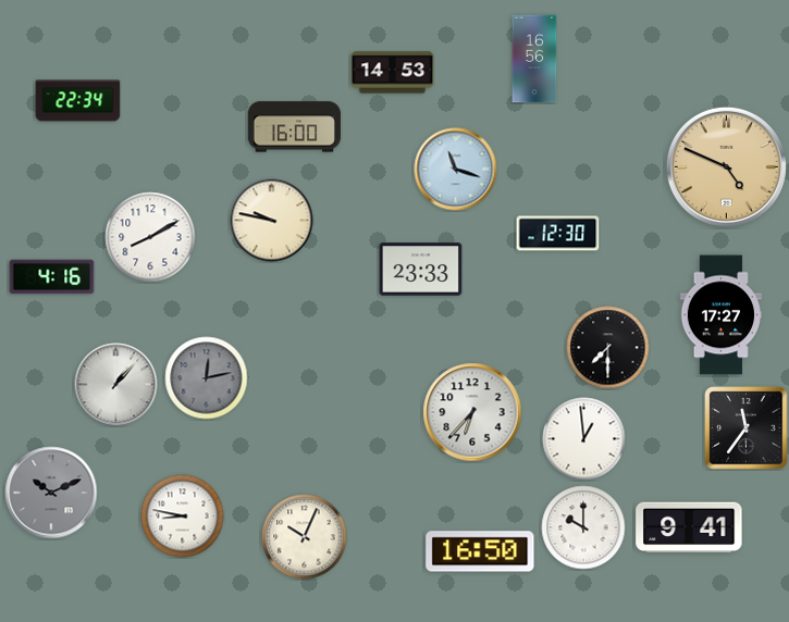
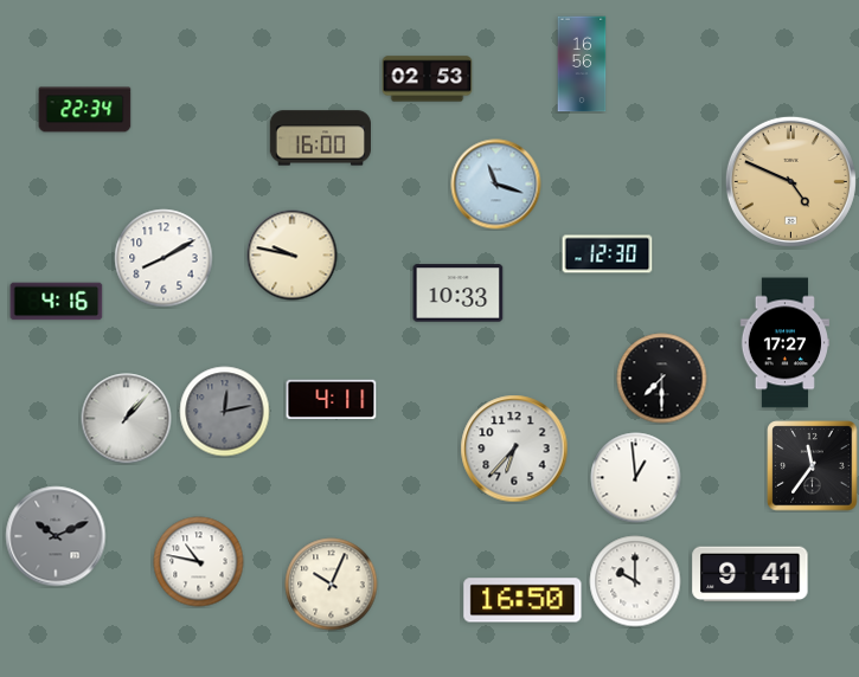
clock at (393, 73): 14:53 -> 02:53
clock at (272, 221) position: (272, 221) -> (293, 256)
clock at (421, 270): 23:33 -> 10:33
clock at (332, 399): none -> 4:11
clock at (183, 517): 8:47 -> 10:47
clock at (583, 527) position: (583, 527) -> (635, 581)
